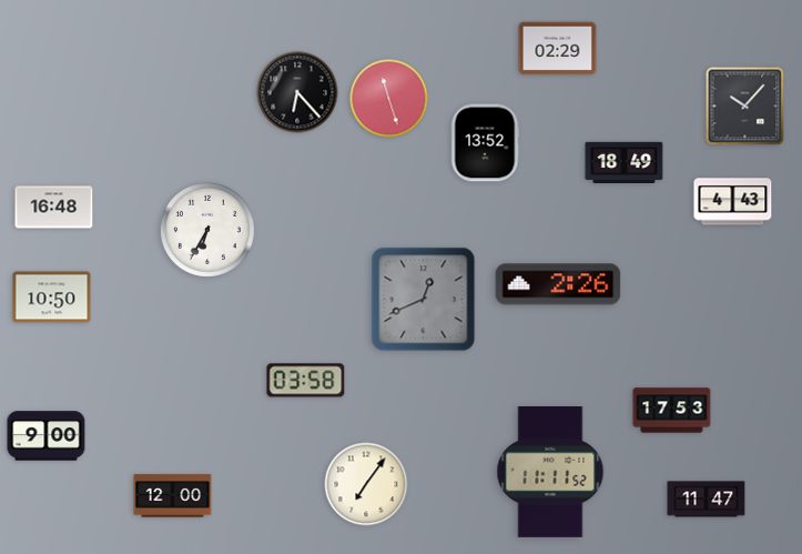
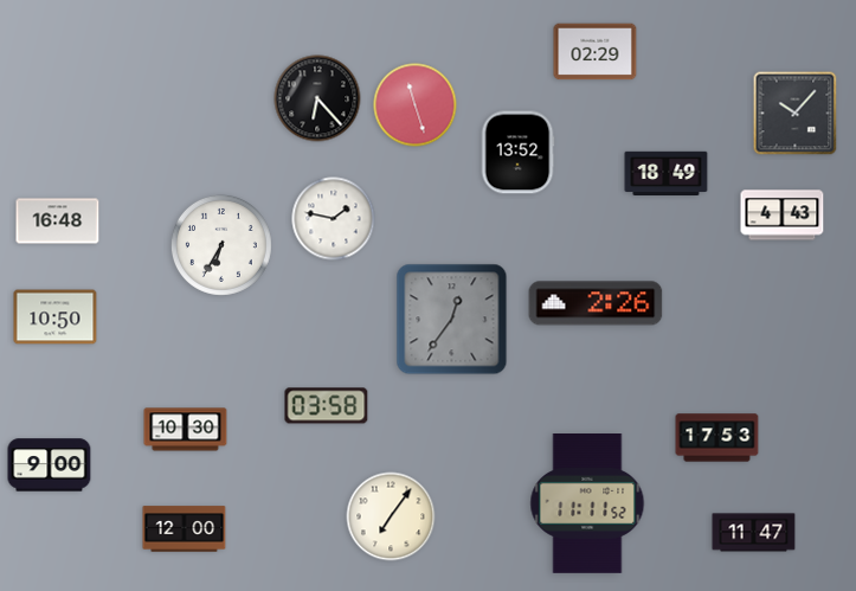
clock at (334, 219): none -> 1:47
clock at (424, 300): 12:41 -> 12:36
clock at (186, 430): none -> 10:30
